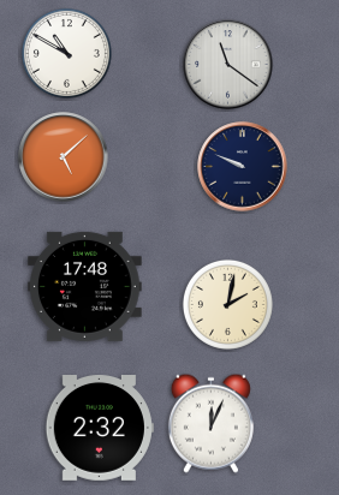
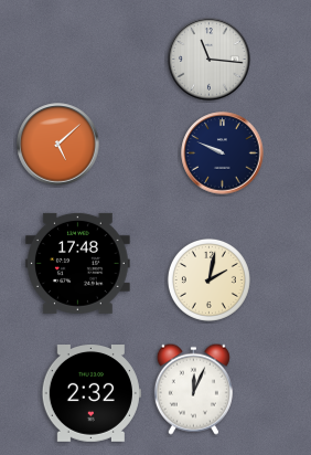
clock at (66, 53): 10:50 -> none
clock at (228, 65): 11:21 -> 11:16
